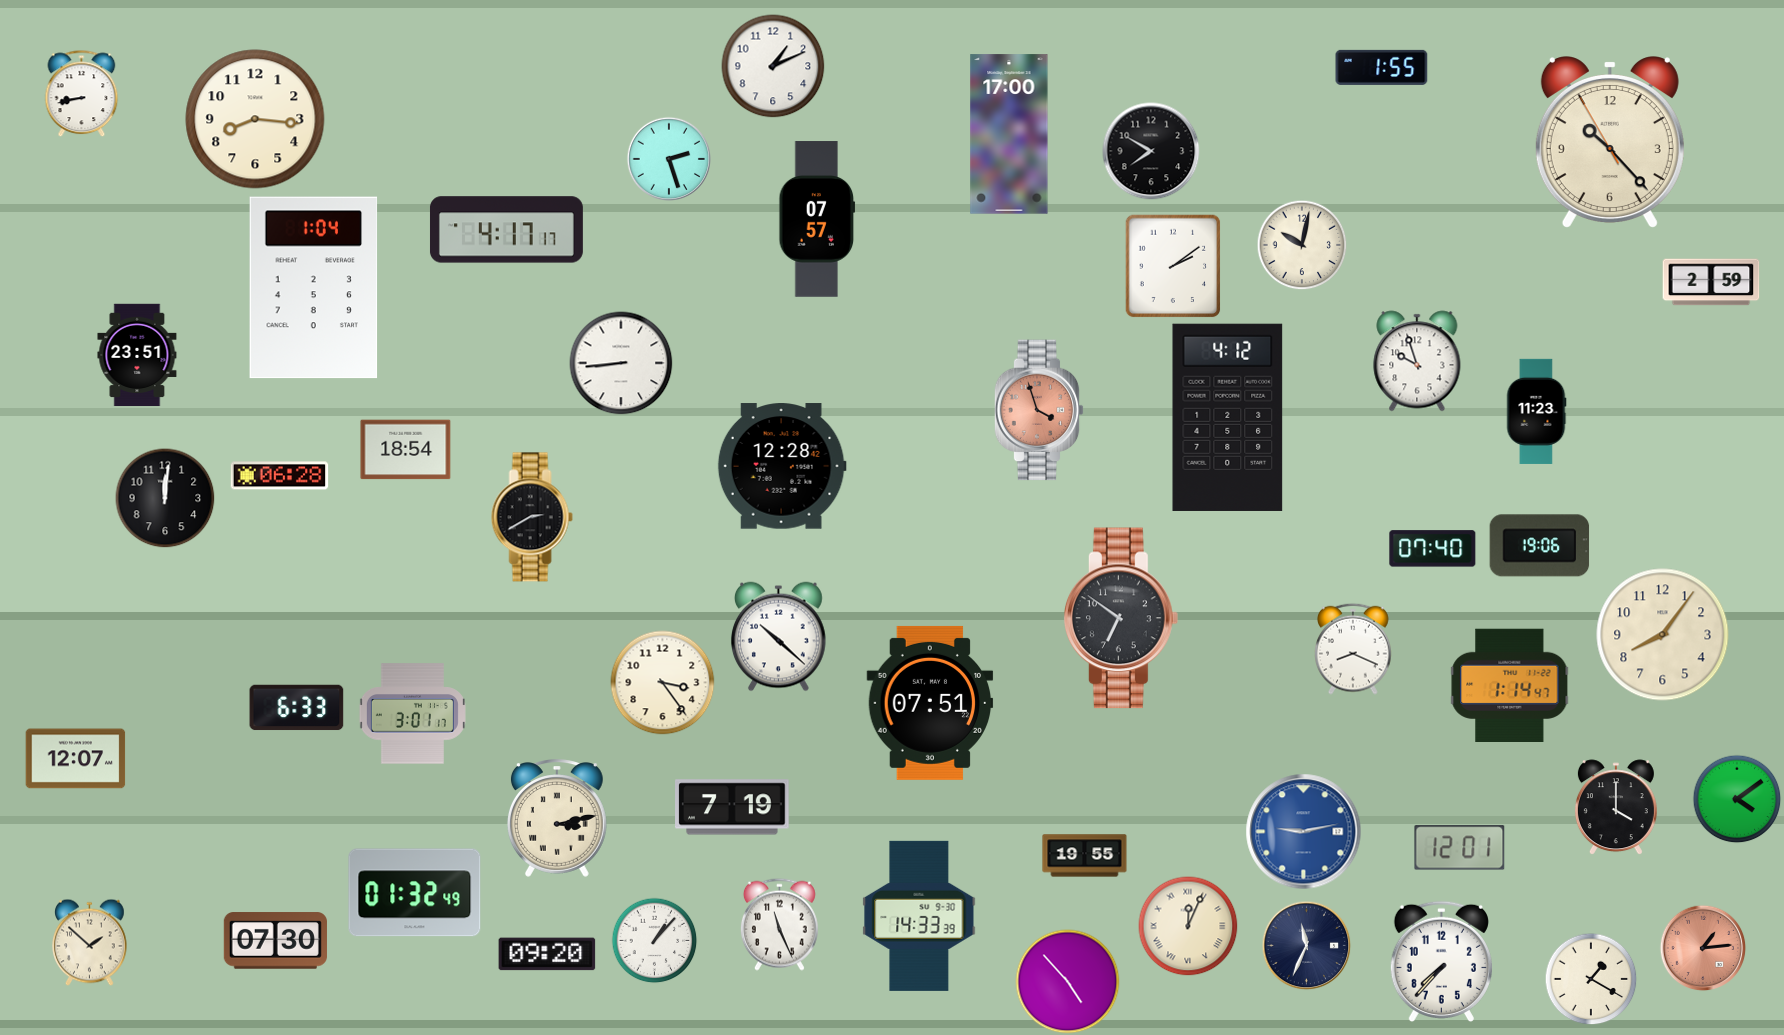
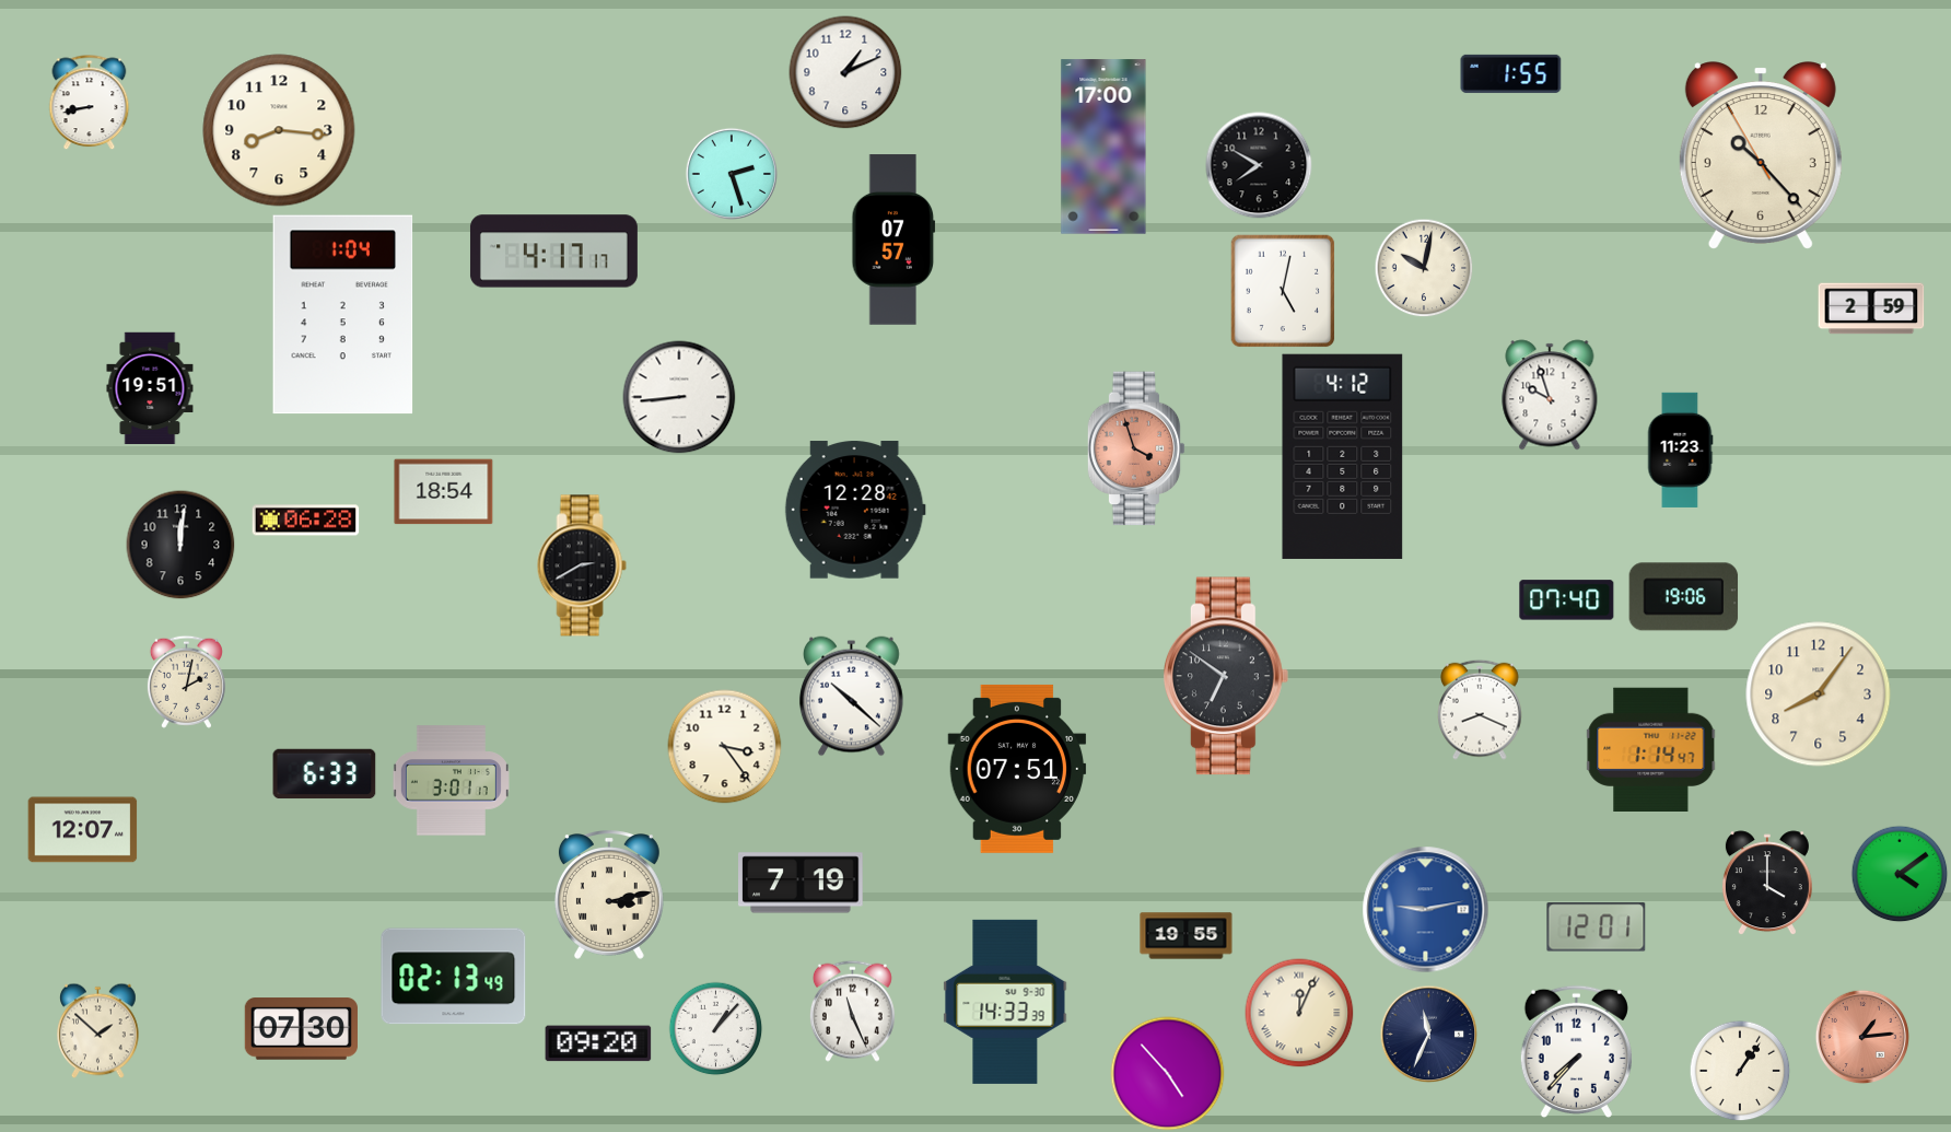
clock at (1173, 266): 2:09 -> 5:02
clock at (137, 355): 23:51 -> 19:51
clock at (186, 681): none -> 2:02
clock at (415, 893): 01:32 -> 02:13
clock at (1591, 979): 1:20 -> 1:06
